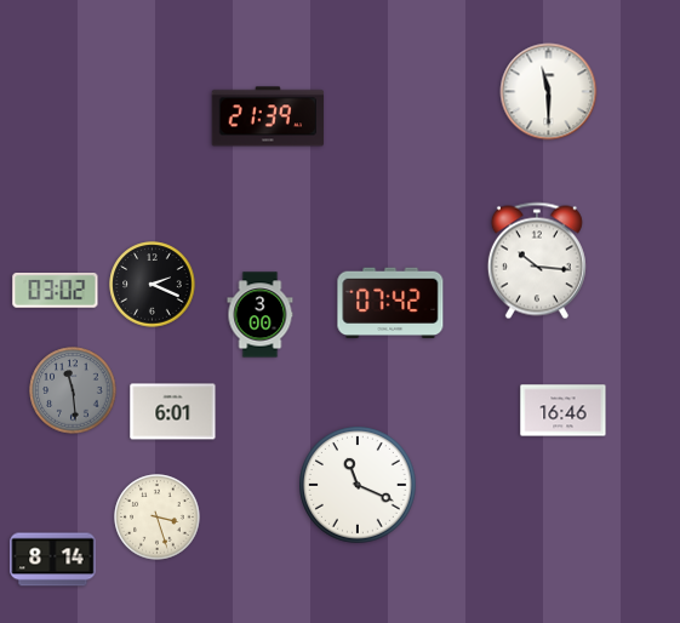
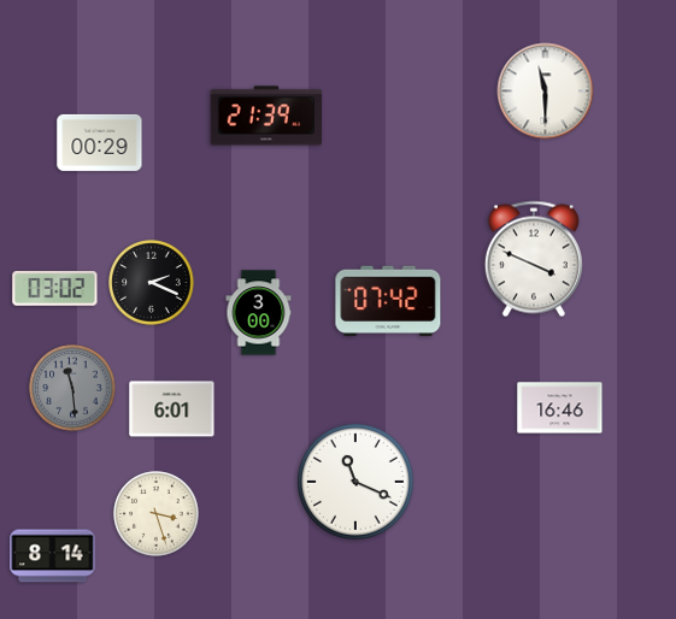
clock at (100, 142): none -> 00:29
clock at (537, 261): 10:16 -> 3:49
